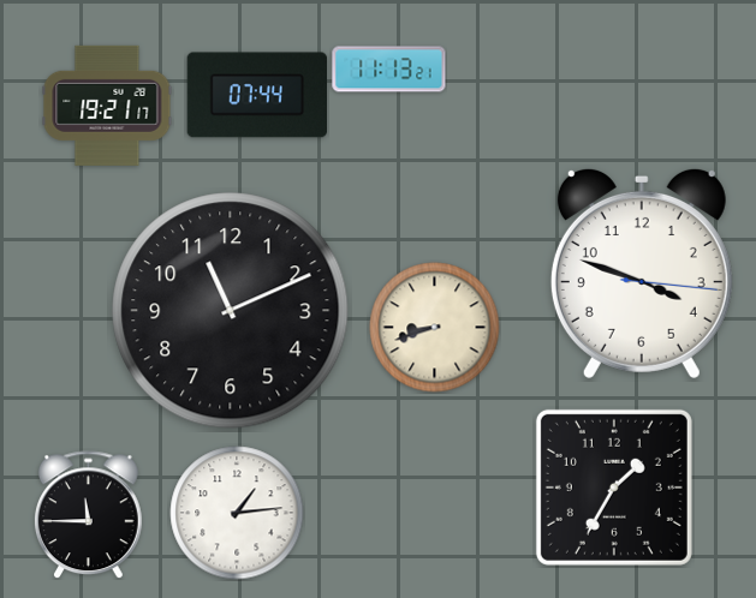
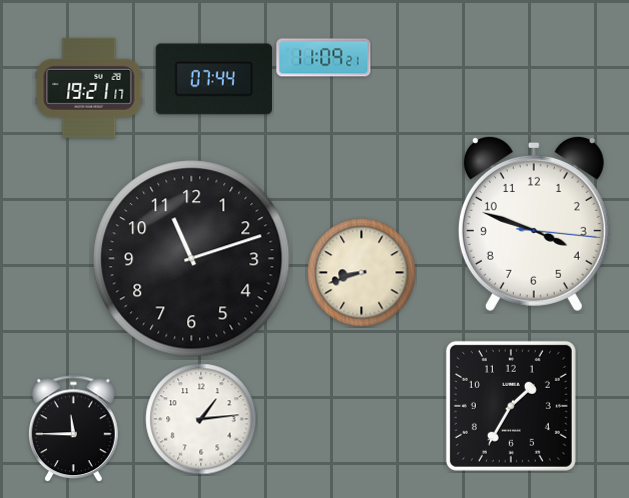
clock at (389, 70): 11:13 -> 11:09
clock at (642, 273) position: (642, 273) -> (534, 223)
clock at (231, 311): 11:11 -> 11:12
clock at (237, 513) position: (237, 513) -> (201, 419)
